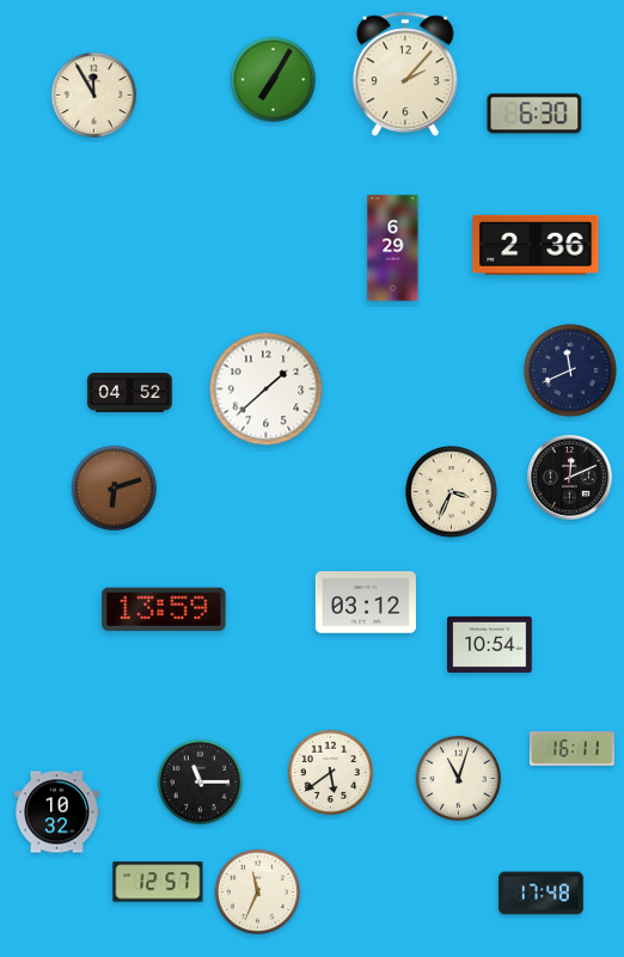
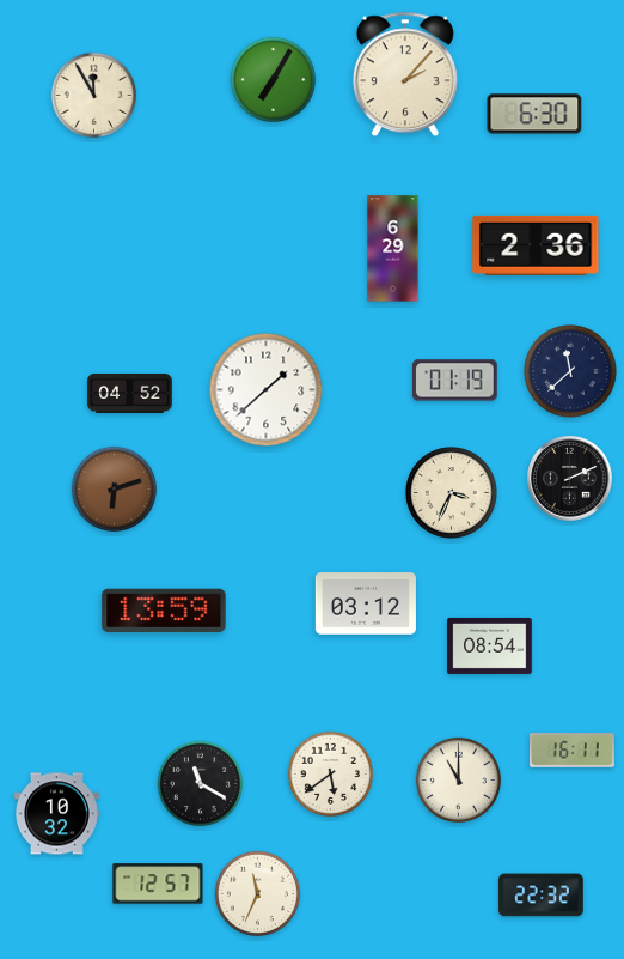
clock at (570, 370): 11:41 -> 11:38
clock at (455, 381): none -> 01:19
clock at (570, 478): 12:11 -> 2:11
clock at (490, 644): 10:54 -> 08:54
clock at (458, 778): 11:03 -> 11:00
clock at (200, 781): 11:15 -> 11:20
clock at (542, 894): 17:48 -> 22:32
